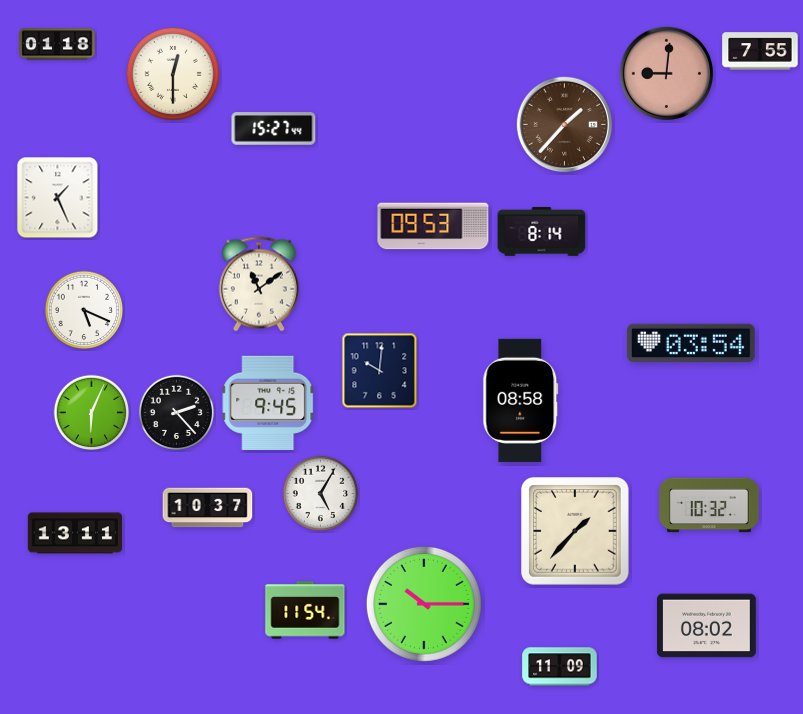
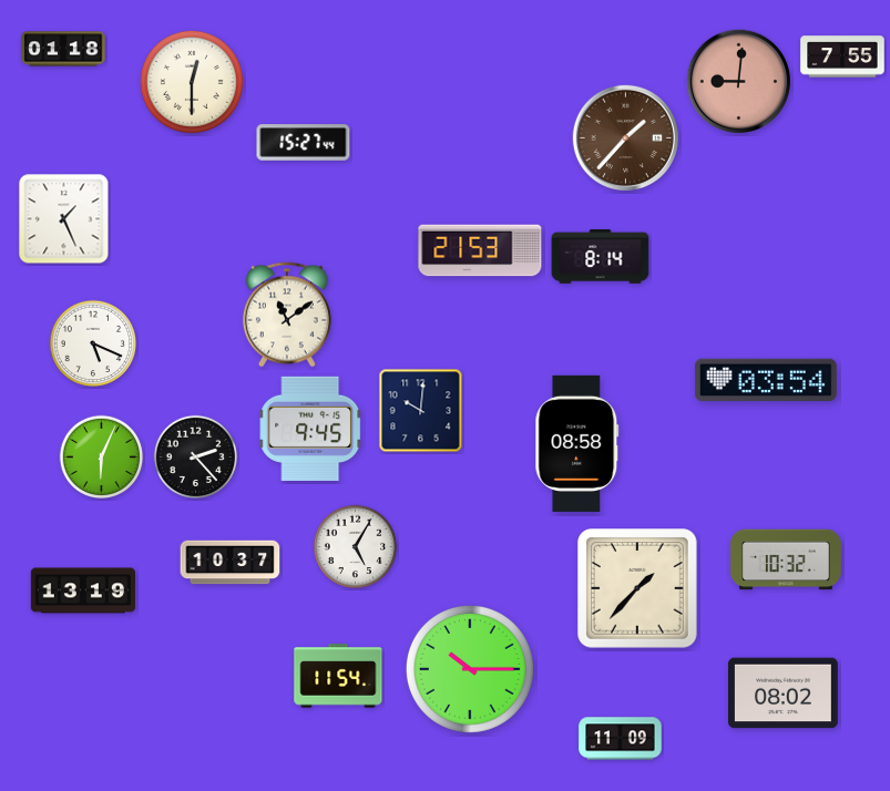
clock at (433, 226): 09:53 -> 21:53
clock at (268, 403) position: (268, 403) -> (310, 429)
clock at (74, 533): 13:11 -> 13:19
